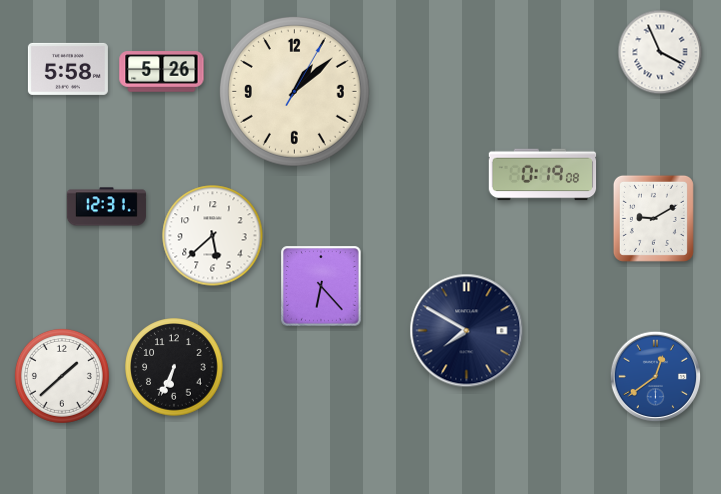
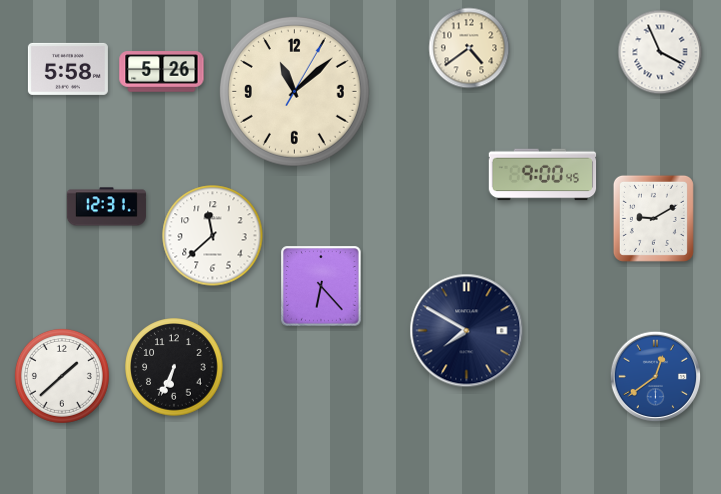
clock at (469, 48): none -> 4:39
clock at (294, 91): 1:08 -> 11:08
clock at (543, 175): 0:19 -> 9:00
clock at (213, 236): 5:38 -> 11:38
